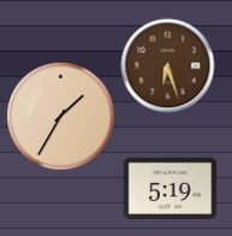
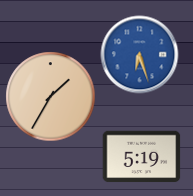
clock at (167, 65) dial: brown -> blue
